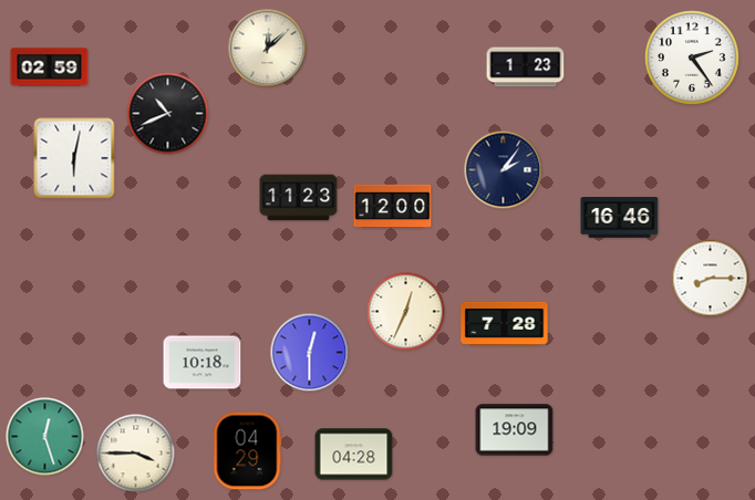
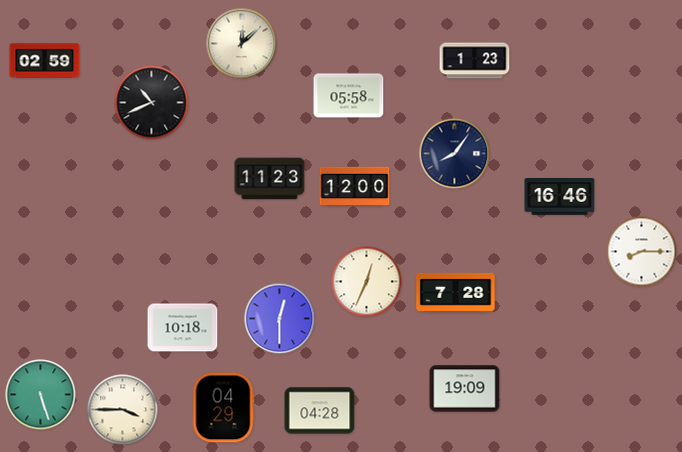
clock at (693, 59): 2:24 -> none
clock at (349, 96): none -> 05:58
clock at (74, 158): 6:02 -> none
clock at (504, 170): 2:06 -> 8:06
clock at (45, 437): 12:27 -> 5:27
